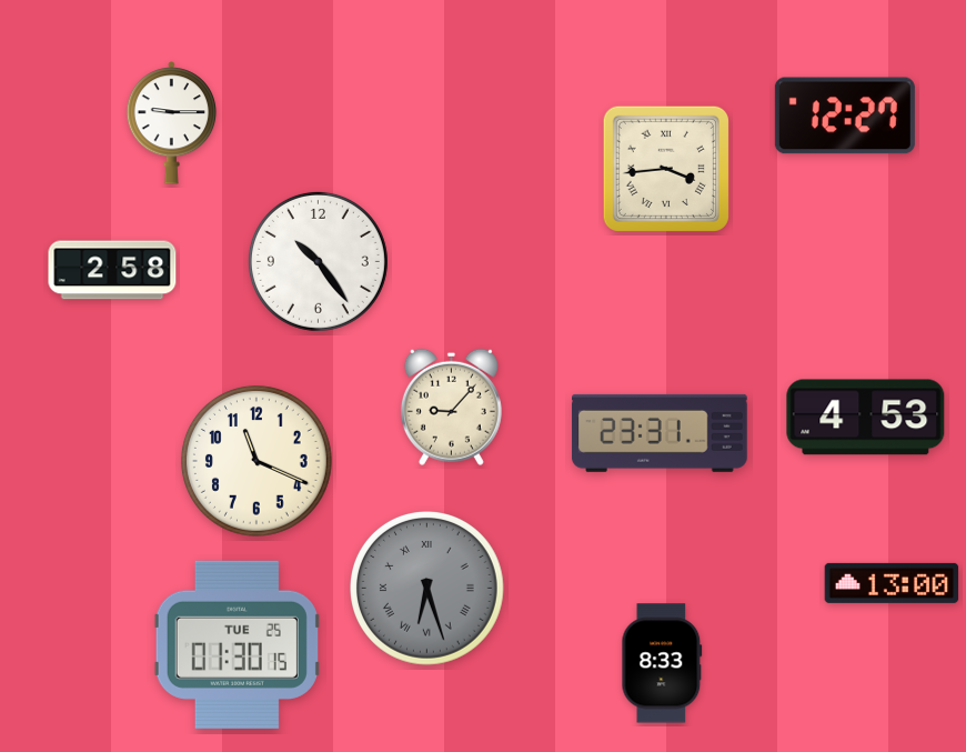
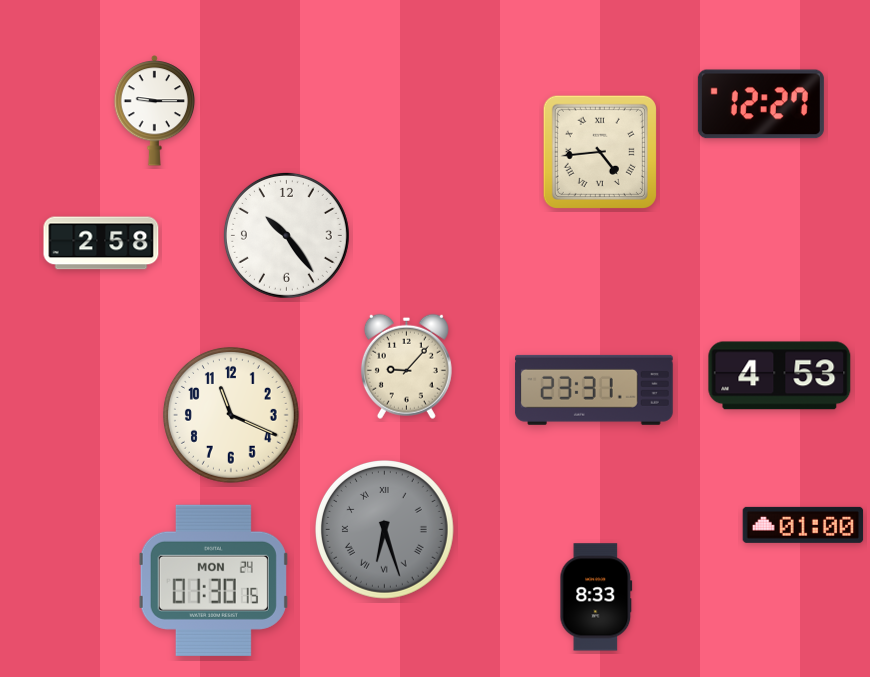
clock at (666, 169): 3:44 -> 4:44
clock at (892, 583): 13:00 -> 01:00
clock at (237, 644) date: TUE 25 -> MON 24
